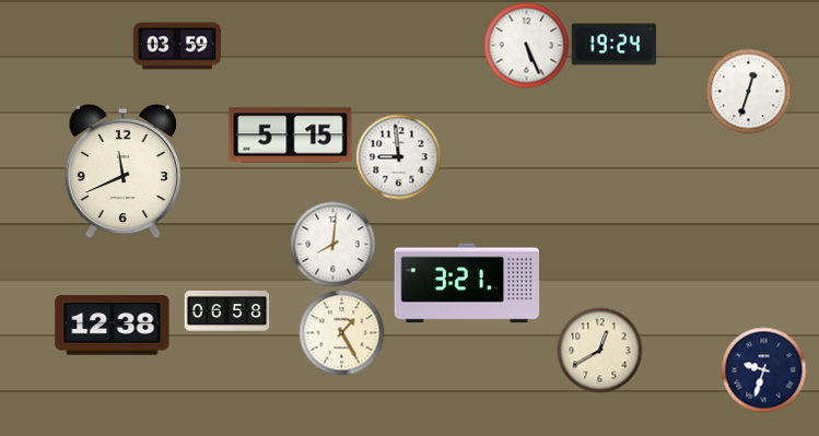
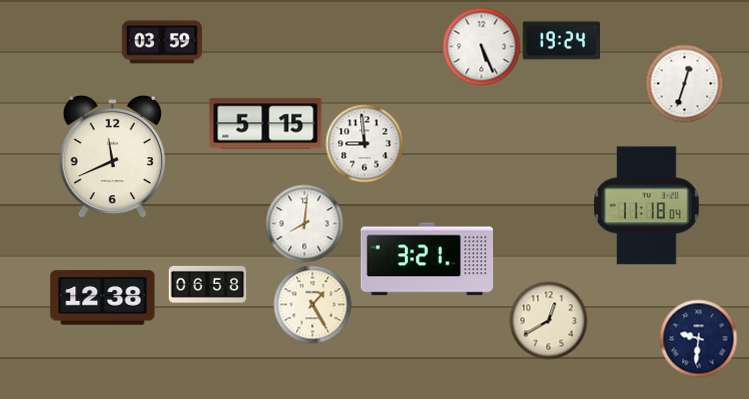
clock at (526, 45) position: (526, 45) -> (481, 46)
clock at (647, 206): none -> 11:18
clock at (763, 369): 9:33 -> 9:31
